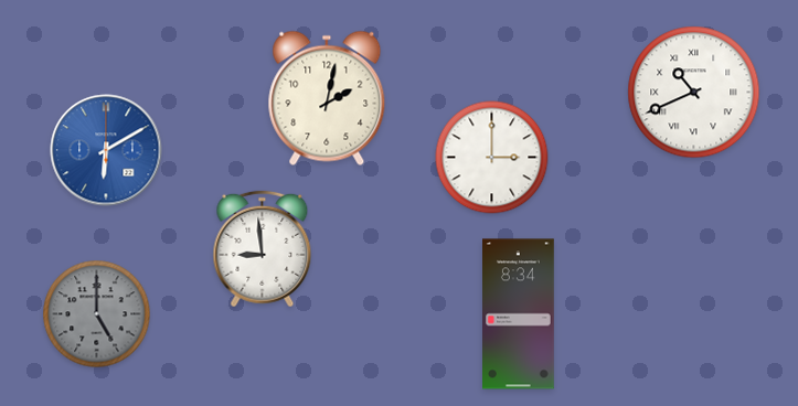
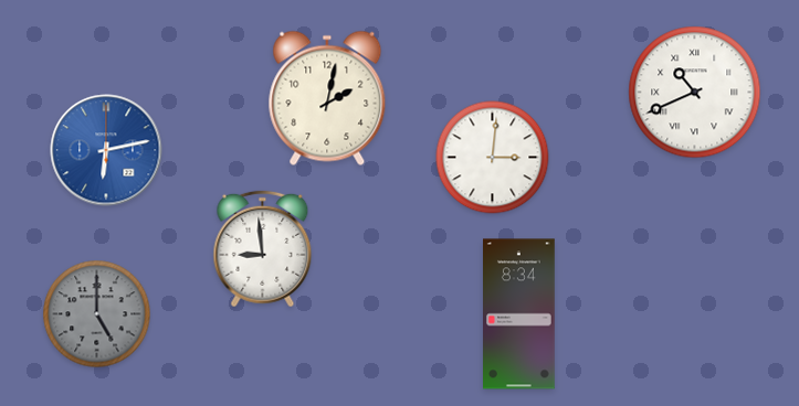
clock at (106, 150): 6:10 -> 6:13
clock at (492, 158): 3:00 -> 3:01
